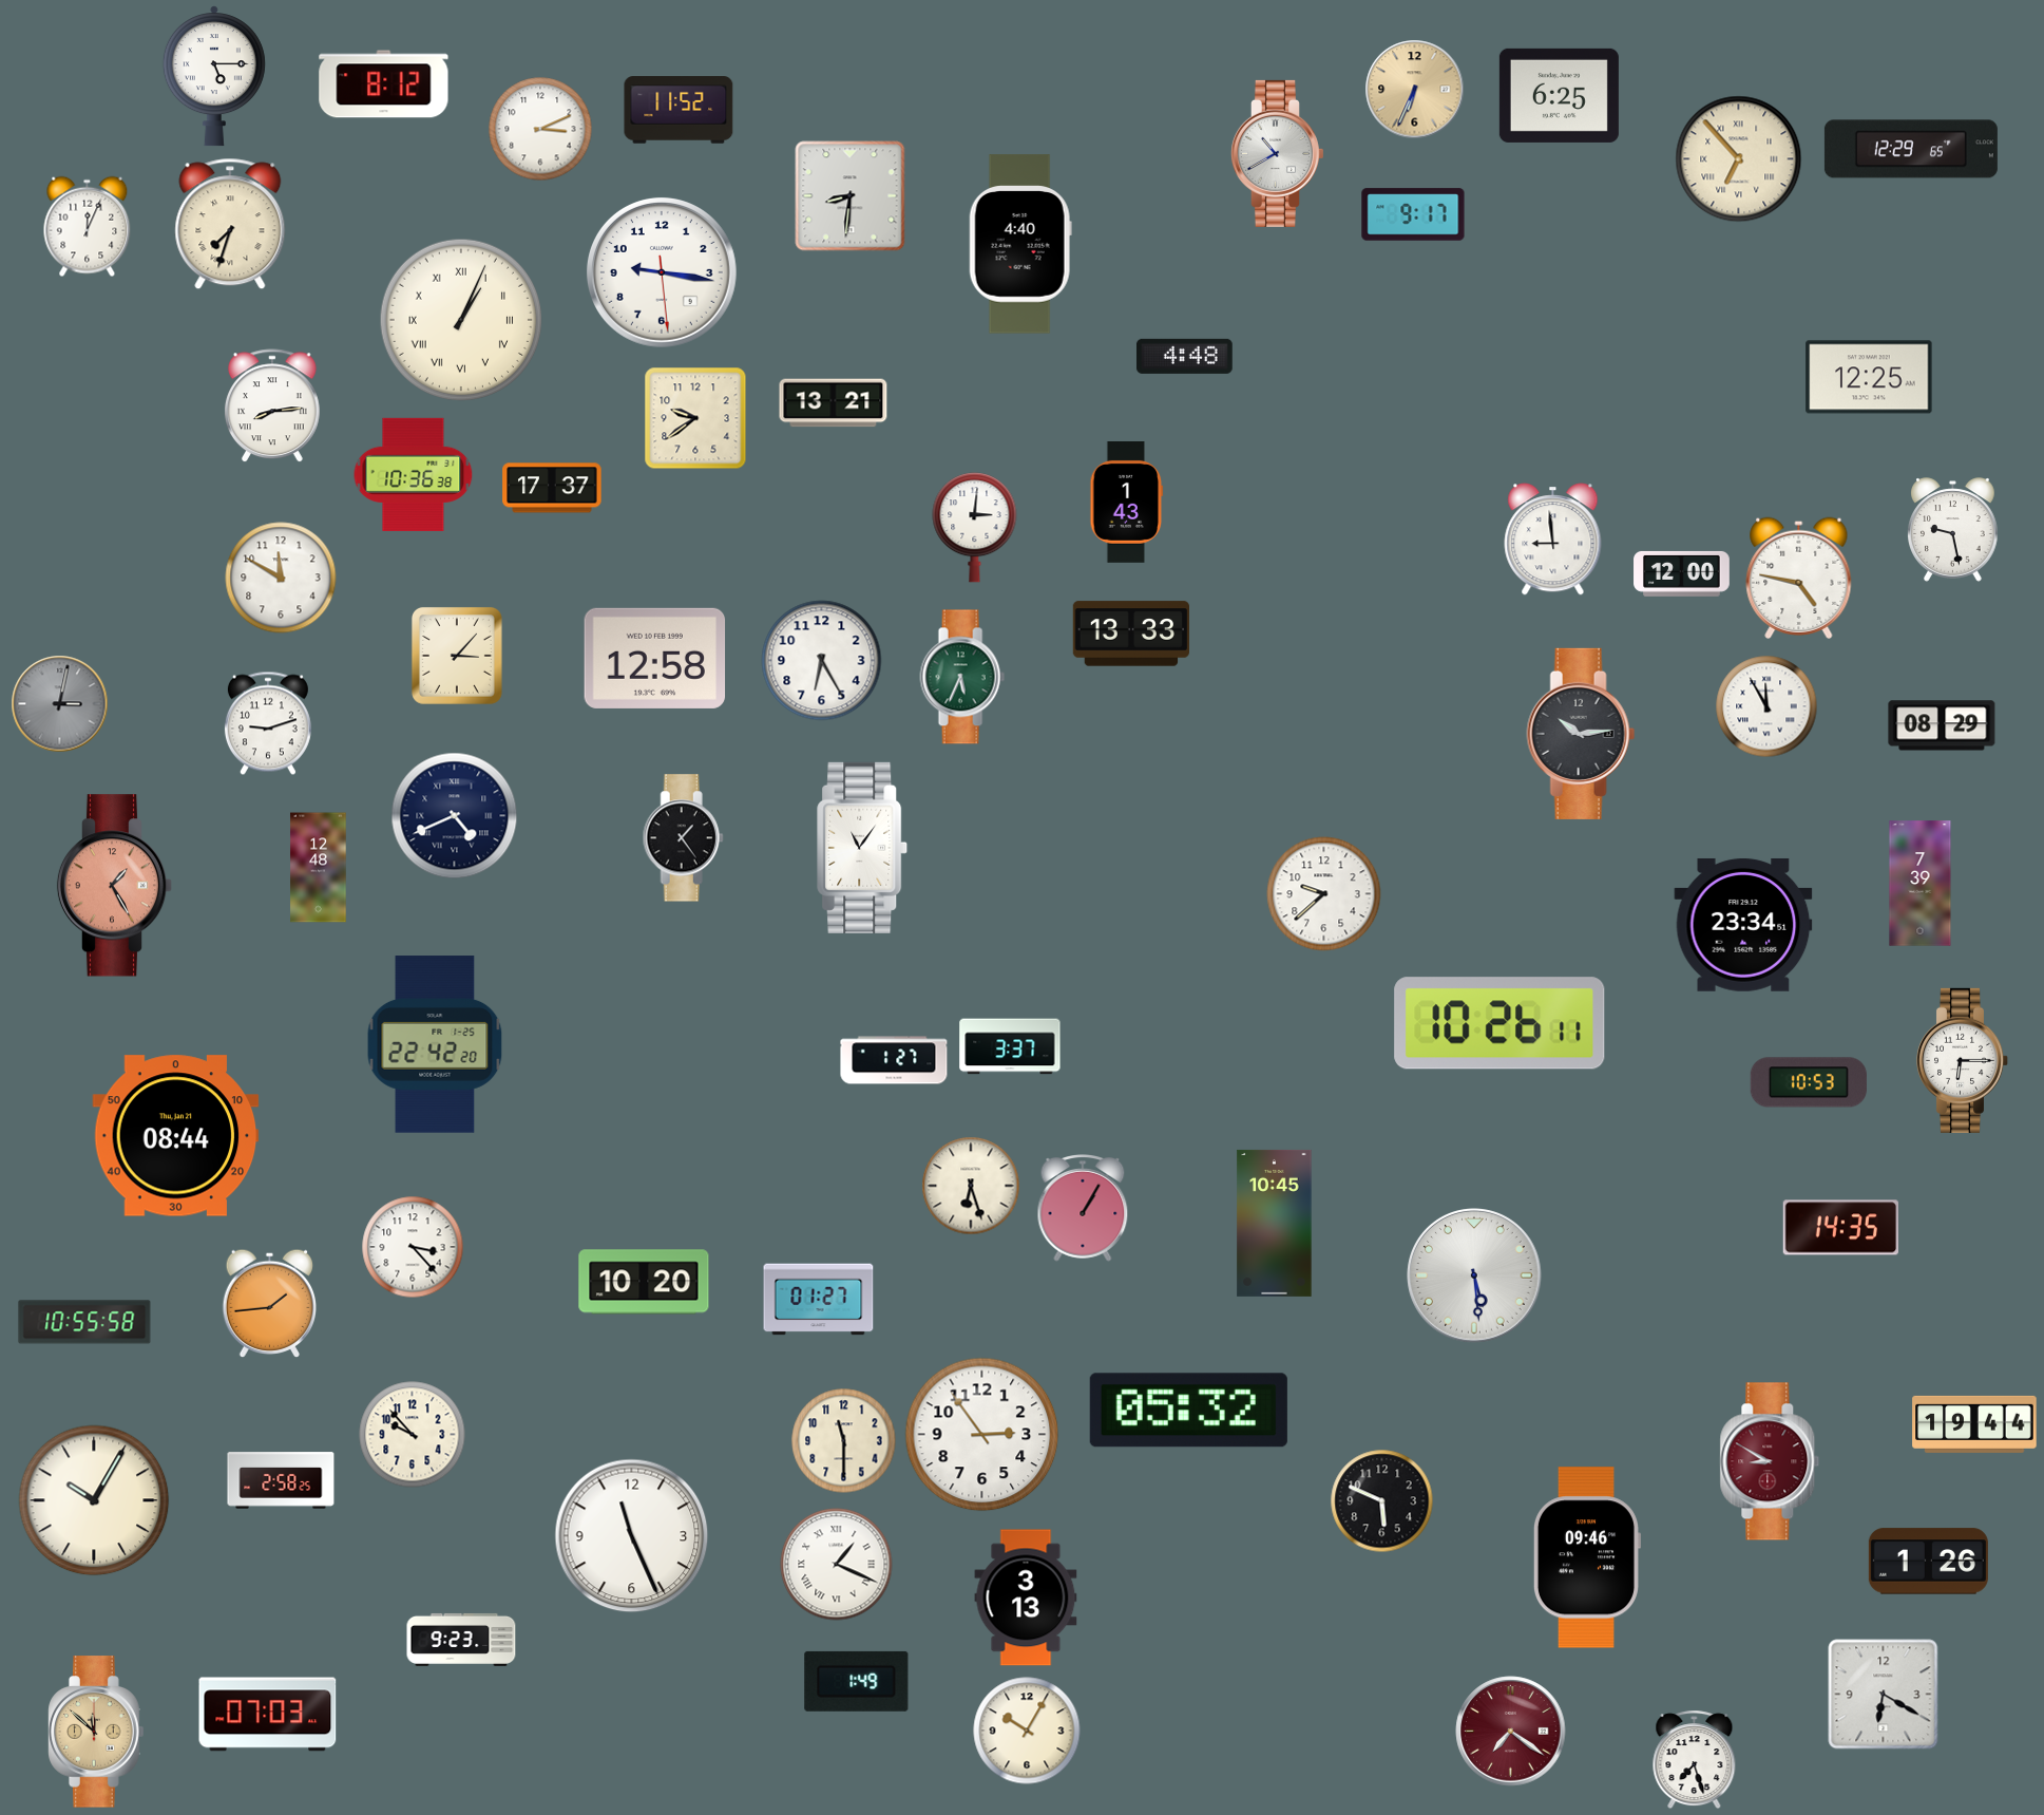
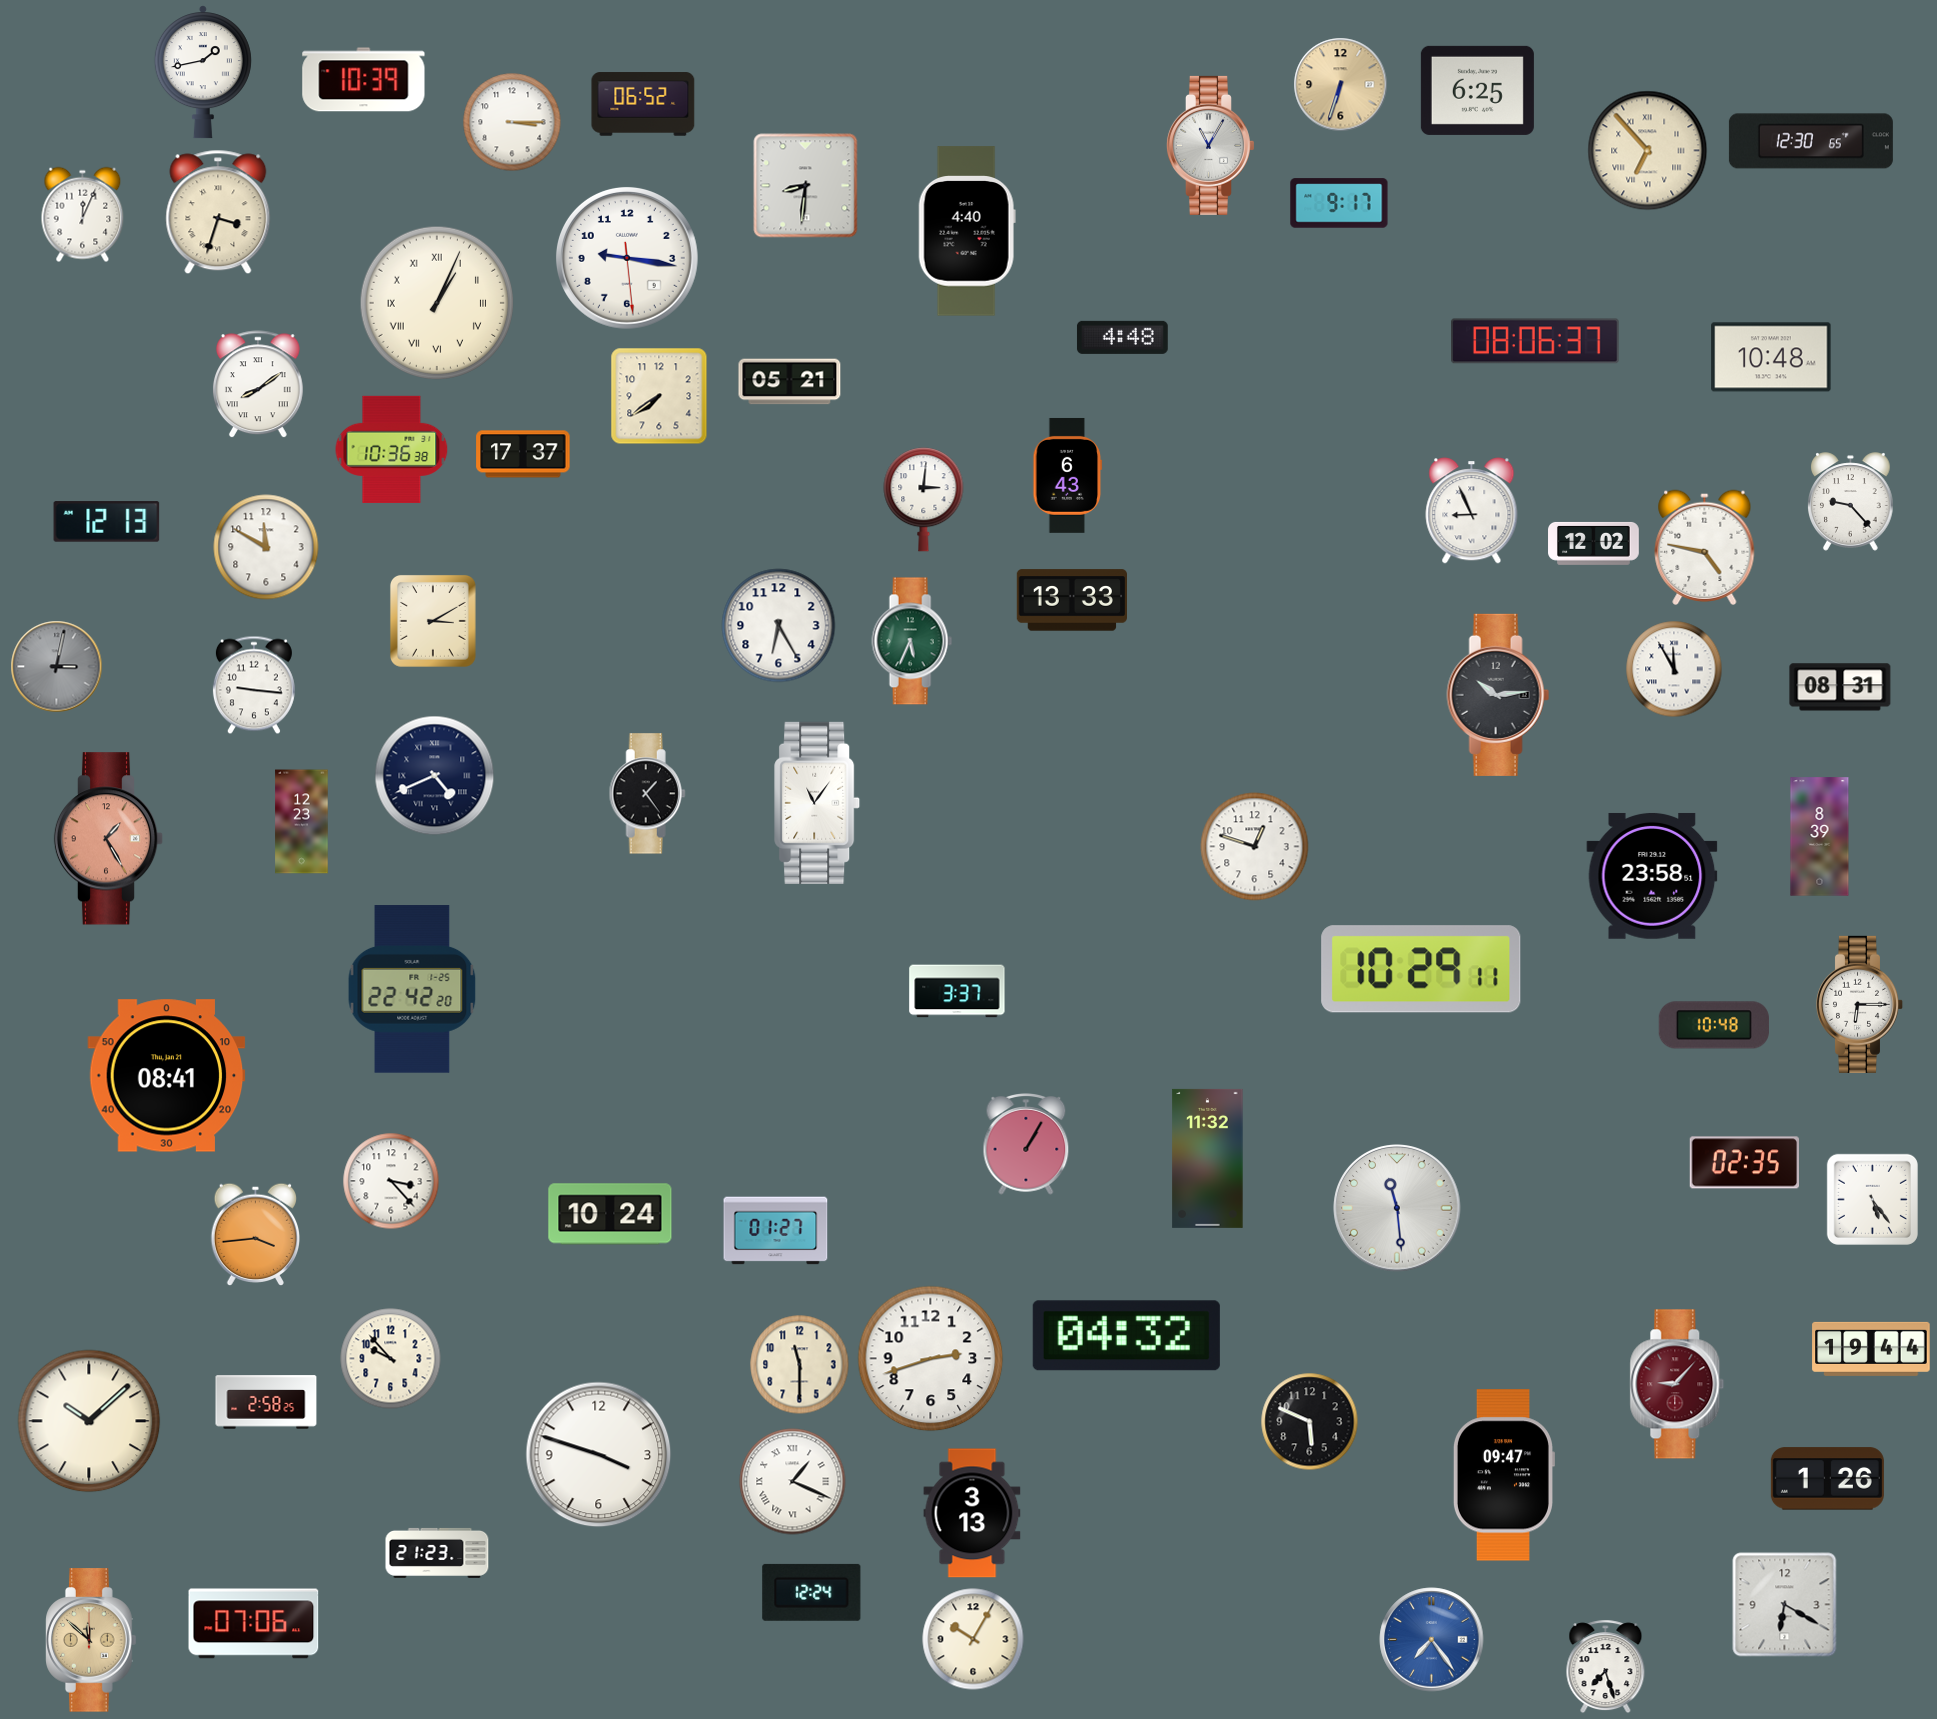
clock at (214, 76): 5:15 -> 1:43
clock at (384, 84): 8:12 -> 10:39
clock at (1415, 90): 6:34 -> 6:33
clock at (679, 110): 11:52 -> 06:52
clock at (540, 129): 3:11 -> 3:15
clock at (1911, 149): 12:29 -> 12:30
clock at (1277, 153): 10:40 -> 11:05
clock at (230, 224): 7:33 -> 3:33
clock at (1536, 341): none -> 08:06
clock at (1869, 377): 12:25 -> 10:48
clock at (834, 403): 13:21 -> 05:21
clock at (272, 407): 8:14 -> 8:09
clock at (695, 418): 9:39 -> 7:39
clock at (552, 488) position: (552, 488) -> (523, 454)
clock at (1127, 502): 1:43 -> 6:43
clock at (1953, 530): 9:28 -> 9:23
clock at (1553, 540): 8:59 -> 8:56
clock at (107, 522): none -> 12:13
clock at (1682, 573): 12:00 -> 12:02
clock at (457, 656): 3:07 -> 3:10
clock at (655, 658): 12:58 -> none
clock at (268, 723): 9:12 -> 9:16
clock at (1942, 725): 08:29 -> 08:31
clock at (455, 816) position: (455, 816) -> (435, 776)
clock at (319, 868): 12:48 -> 12:23
clock at (1921, 884): 7:39 -> 8:39
clock at (1324, 894): 9:38 -> 12:48
clock at (1743, 925): 23:34 -> 23:58
clock at (1499, 1023): 10:26 -> 10:29
clock at (894, 1060): 1:27 -> none
clock at (1808, 1082): 10:53 -> 10:48
clock at (176, 1136): 08:44 -> 08:41
clock at (971, 1186): 6:27 -> none
clock at (1275, 1223): 10:45 -> 11:32
clock at (1841, 1228): 14:35 -> 02:35
clock at (1872, 1199): none -> 5:24
clock at (1474, 1275): 5:29 -> 11:29
clock at (644, 1282): 10:20 -> 10:24
clock at (270, 1303): 1:44 -> 3:44
clock at (84, 1322): 10:55 -> none
clock at (1188, 1411): 05:32 -> 04:32
clock at (982, 1435): 2:54 -> 2:42
clock at (1770, 1461): 8:50 -> 9:07
clock at (94, 1500): 10:05 -> 10:08
clock at (632, 1536): 11:26 -> 3:48
clock at (1586, 1557): 09:46 -> 09:47
clock at (461, 1640): 9:23 -> 21:23
clock at (857, 1681): 1:49 -> 12:24
clock at (268, 1715): 07:03 -> 07:06
clock at (1511, 1732): 7:21 -> 7:24
clock at (1511, 1732) dial: burgundy -> blue
